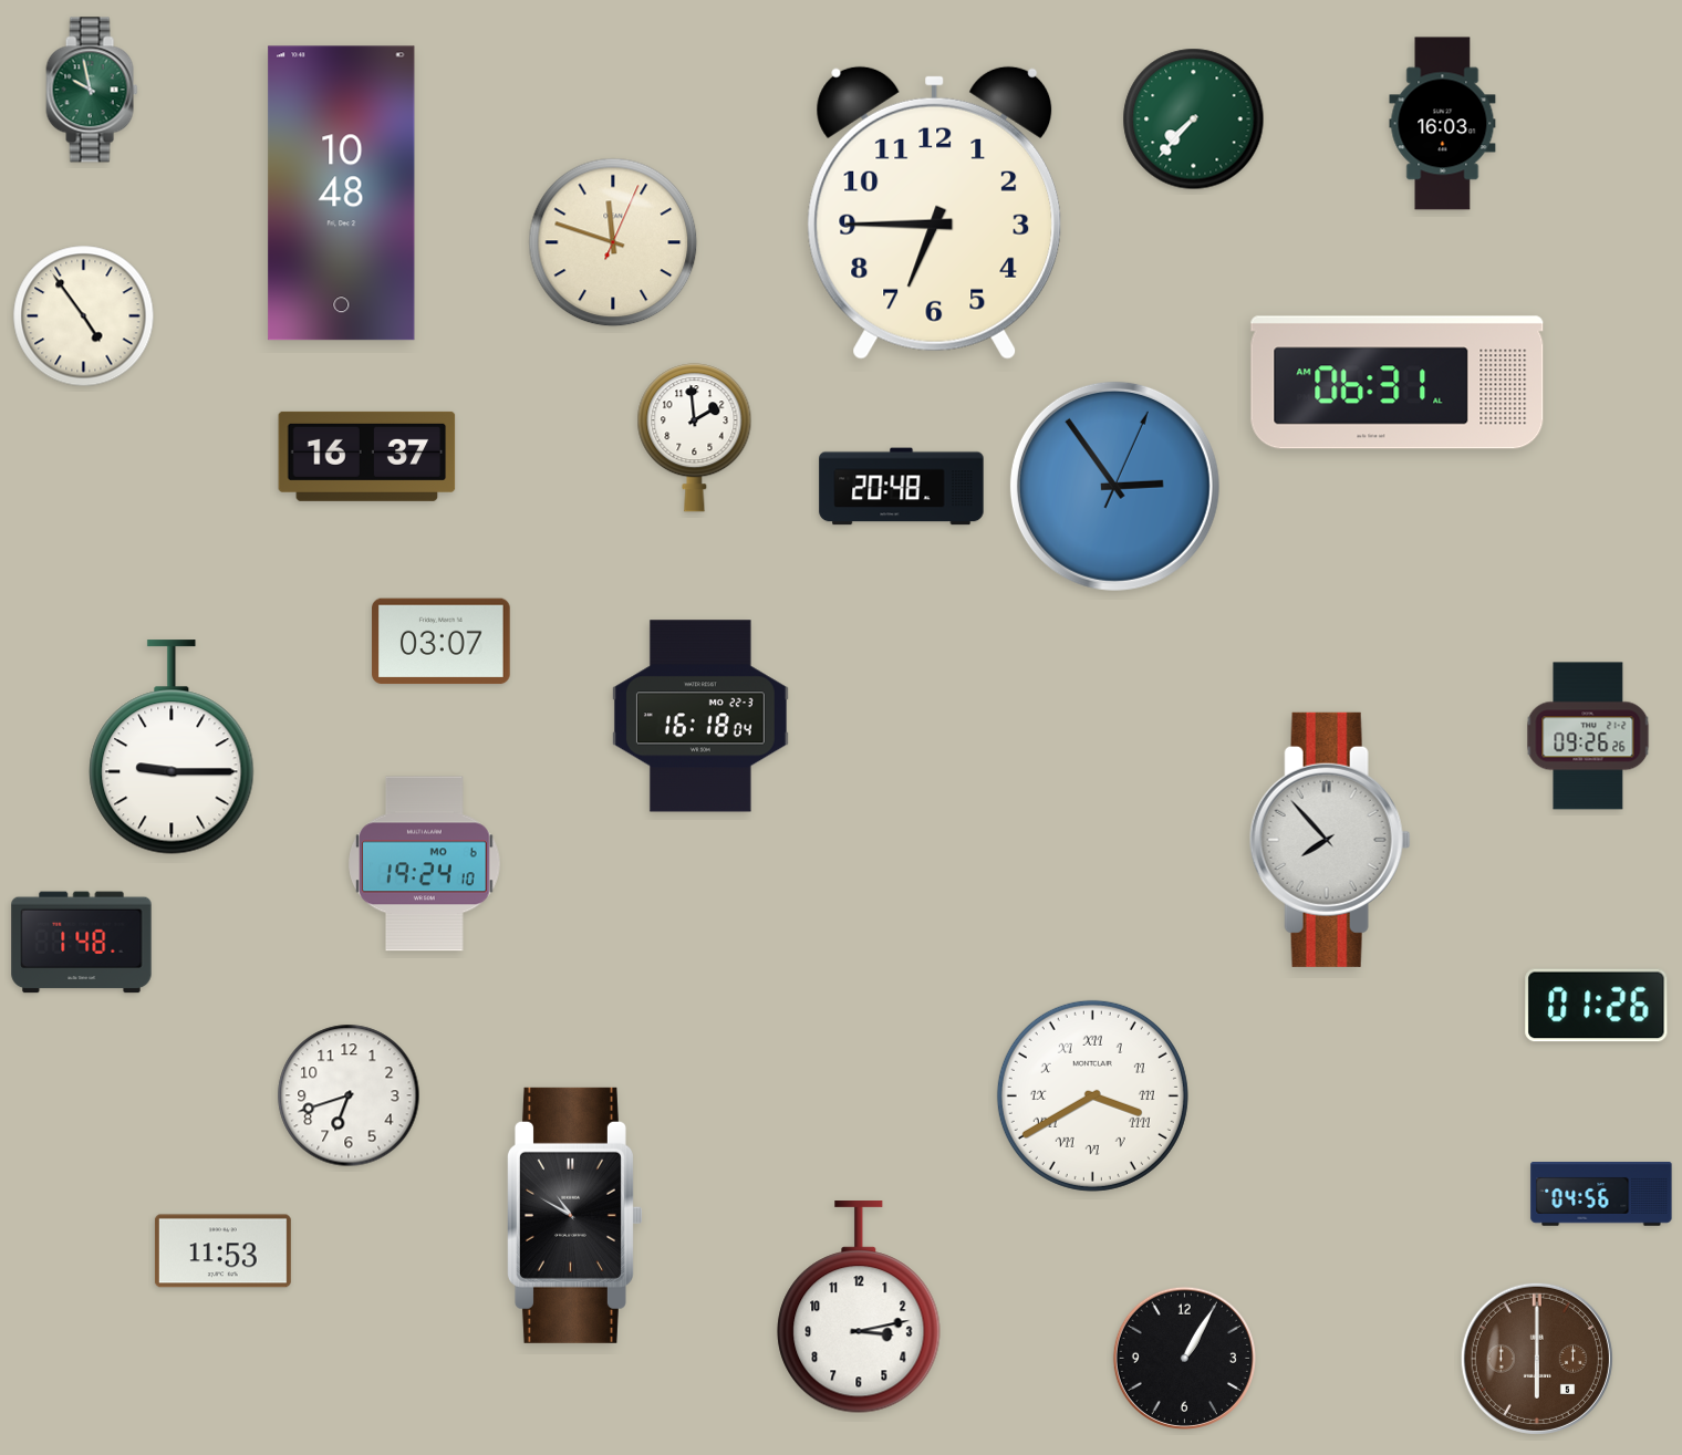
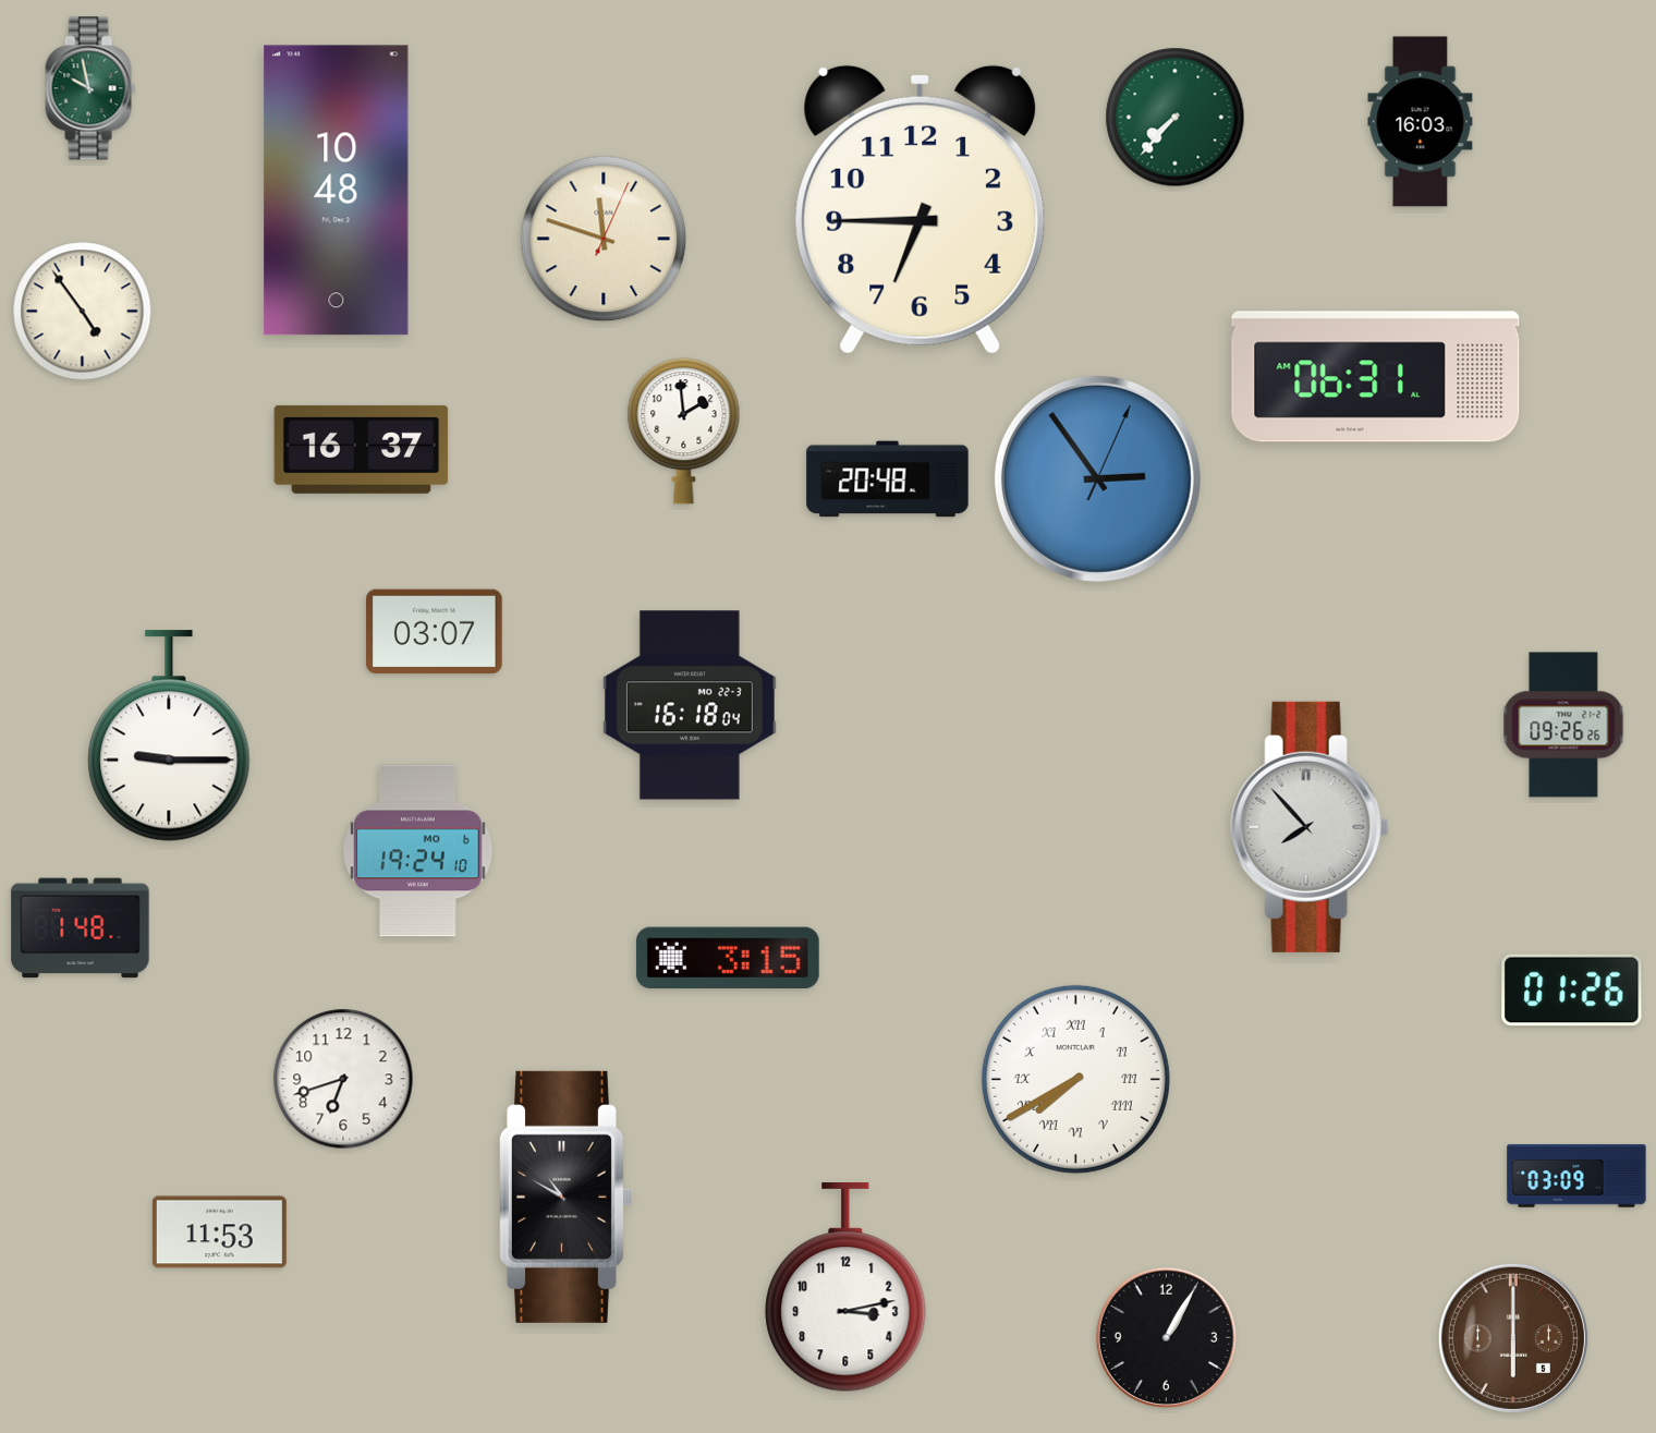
clock at (728, 958): none -> 3:15
clock at (1092, 1095): 3:40 -> 7:40
clock at (1601, 1195): 04:56 -> 03:09
